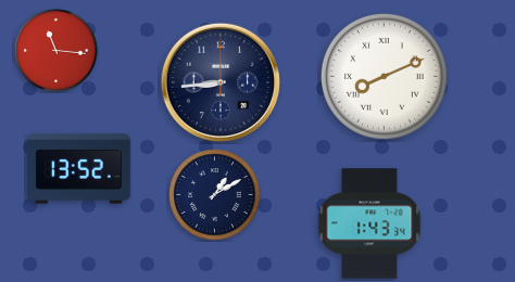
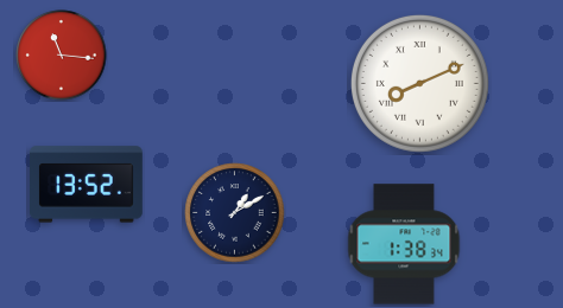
clock at (219, 81): 8:44 -> none
clock at (369, 223): 1:43 -> 1:38
